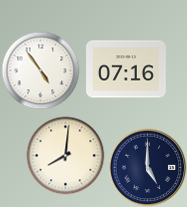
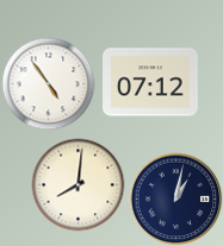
clock at (127, 69): 07:16 -> 07:12
clock at (147, 167): 5:00 -> 1:02
